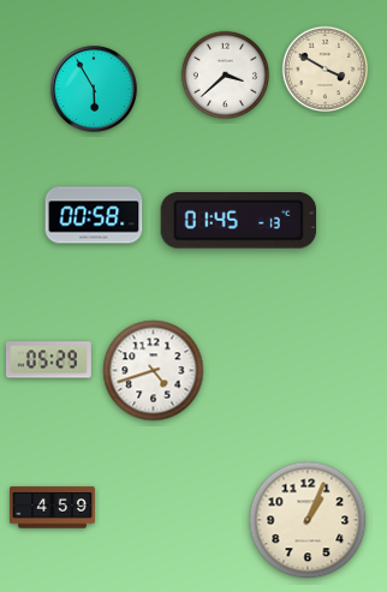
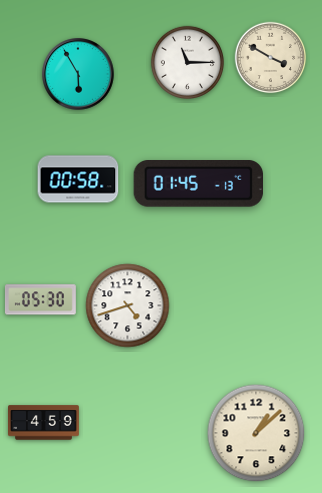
clock at (225, 74): 3:38 -> 11:15
clock at (48, 360): 05:29 -> 05:30
clock at (154, 371) position: (154, 371) -> (128, 306)
clock at (308, 520): 1:04 -> 1:08
